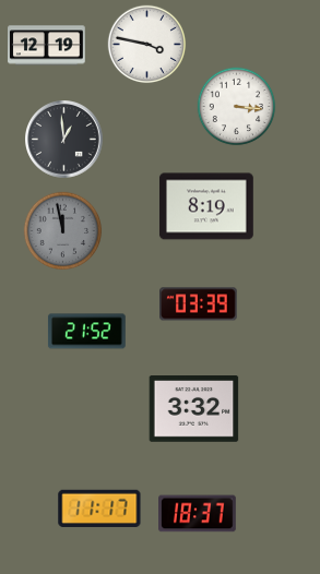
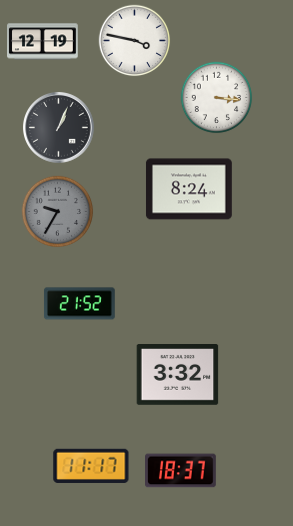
clock at (64, 140): 12:59 -> 1:04
clock at (206, 206): 8:19 -> 8:24
clock at (63, 231): 11:58 -> 9:35
clock at (199, 304): 03:39 -> none
